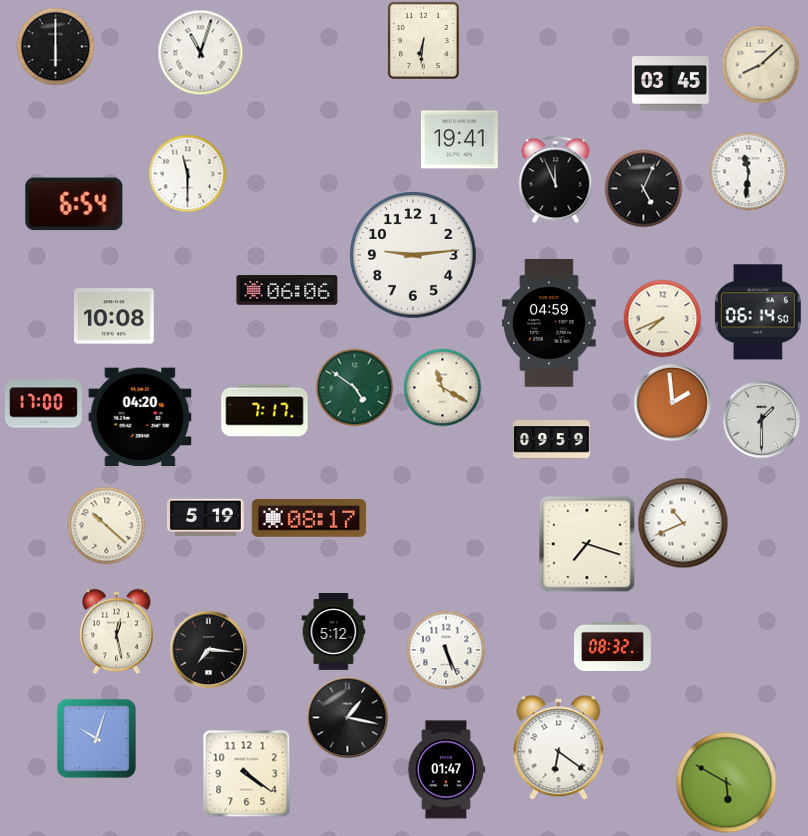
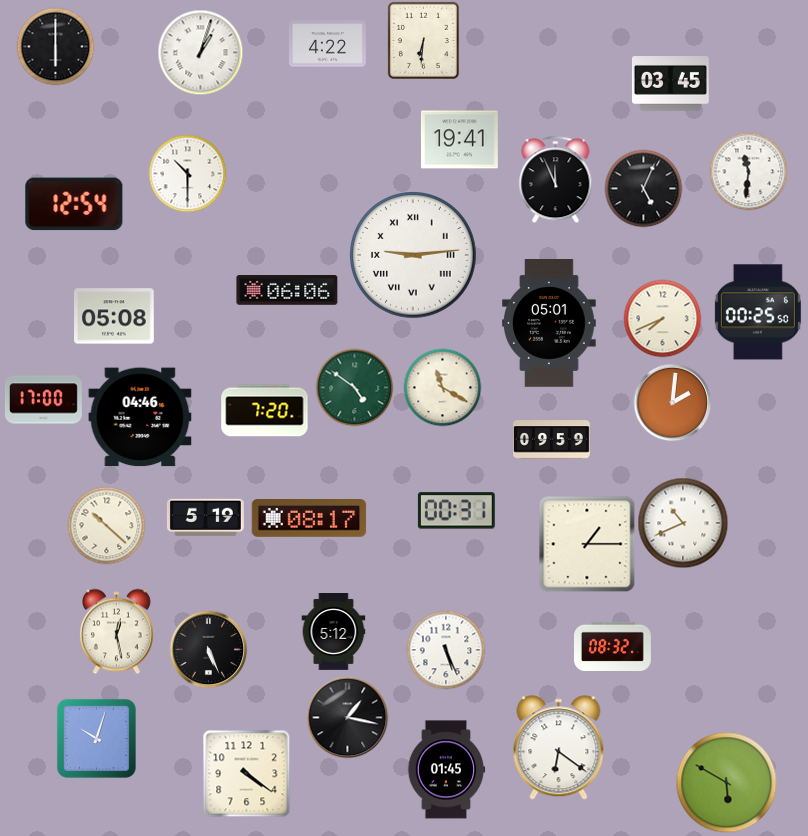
clock at (327, 44): none -> 4:22
clock at (200, 52): 11:03 -> 1:03
clock at (760, 64): 8:08 -> none
clock at (187, 173): 11:30 -> 10:30
clock at (74, 204): 6:54 -> 12:54
clock at (414, 256) numerals: Arabic -> Roman
clock at (758, 312): 06:14 -> 00:25
clock at (114, 316): 10:08 -> 05:08
clock at (550, 324): 04:59 -> 05:01
clock at (672, 402): 1:59 -> 2:01
clock at (44, 404) position: (44, 404) -> (44, 400)
clock at (265, 411): 7:17 -> 7:20
clock at (140, 417): 04:20 -> 04:46
clock at (761, 419): 1:30 -> none
clock at (456, 511): none -> 00:31
clock at (587, 544): 7:18 -> 1:15
clock at (208, 649): 7:16 -> 5:26
clock at (446, 770): 01:47 -> 01:45
